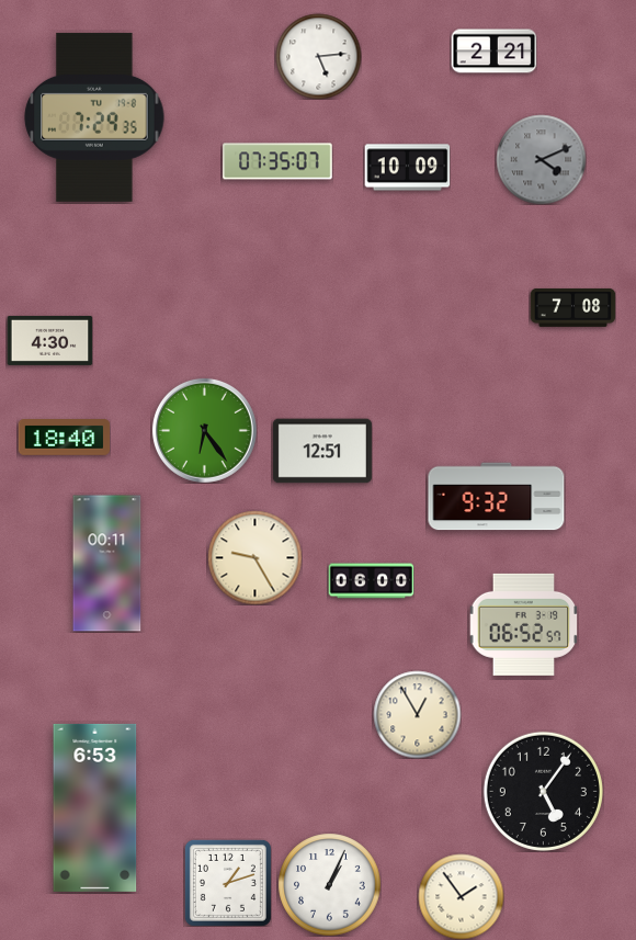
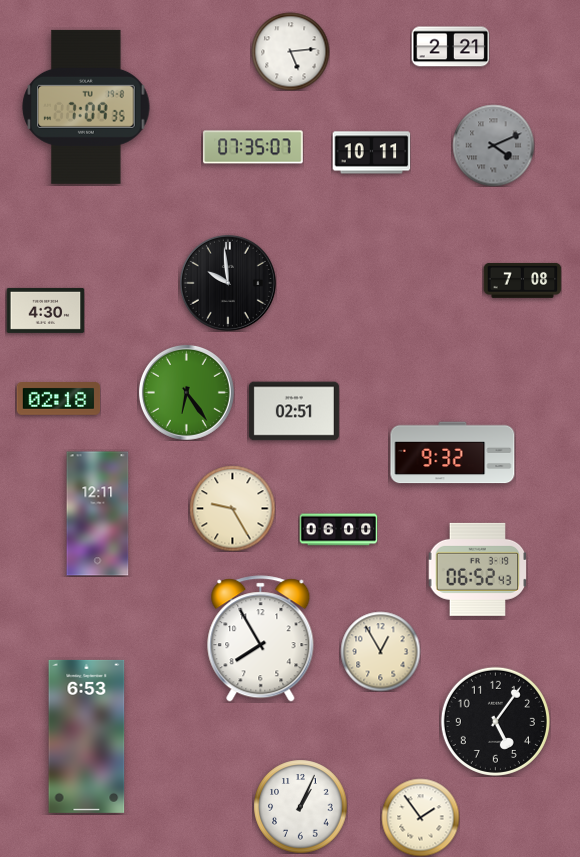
clock at (94, 117): 7:29 -> 7:09
clock at (407, 168): 10:09 -> 10:11
clock at (228, 283): none -> 9:59
clock at (64, 438): 18:40 -> 02:18
clock at (322, 451): 12:51 -> 02:51
clock at (107, 564): 00:11 -> 12:11
clock at (523, 624): 06:52:57 -> 06:52:43
clock at (261, 639): none -> 7:55
clock at (228, 883): 1:12 -> none
